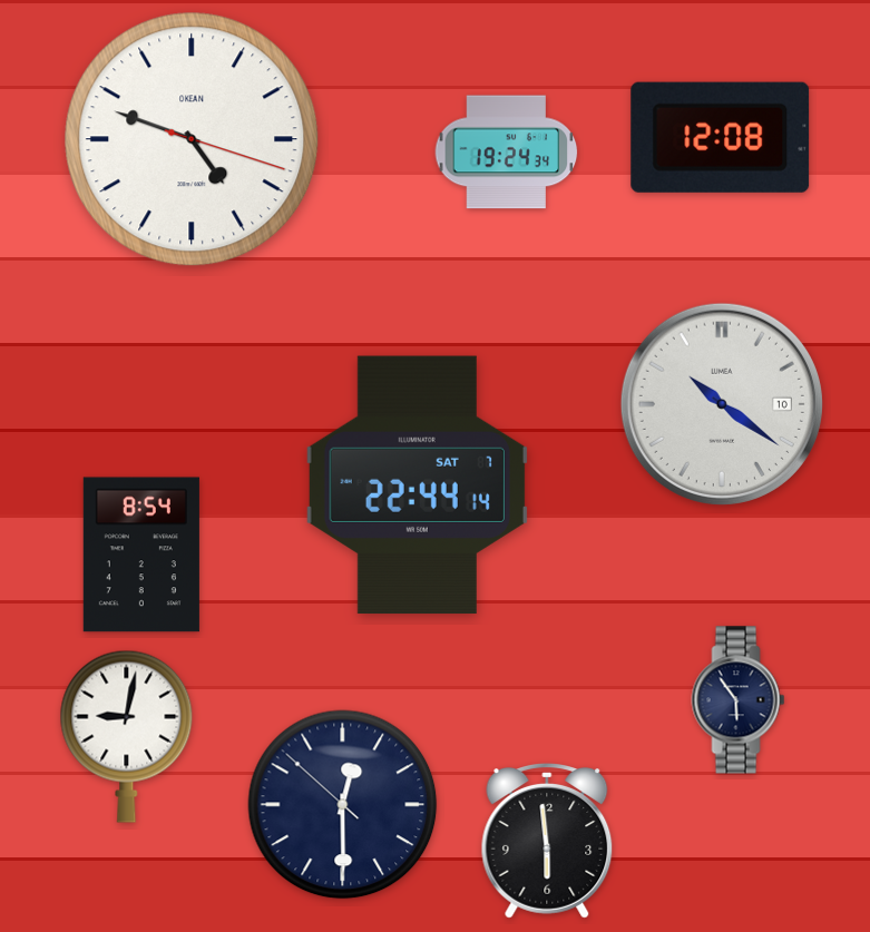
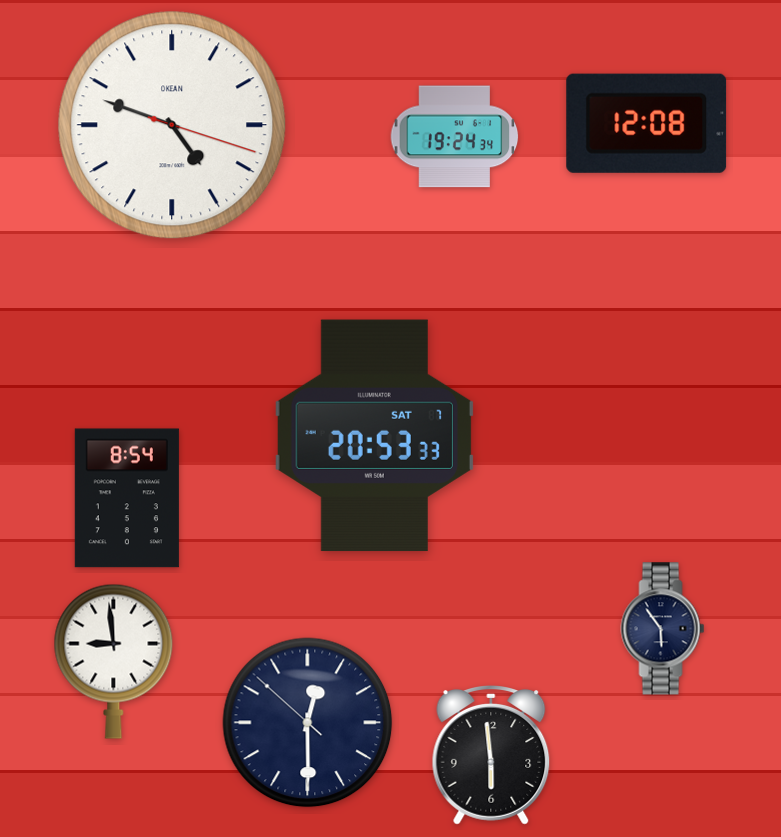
clock at (722, 404): 10:21 -> none
clock at (417, 485): 22:44 -> 20:53
clock at (127, 736): 9:02 -> 8:59
